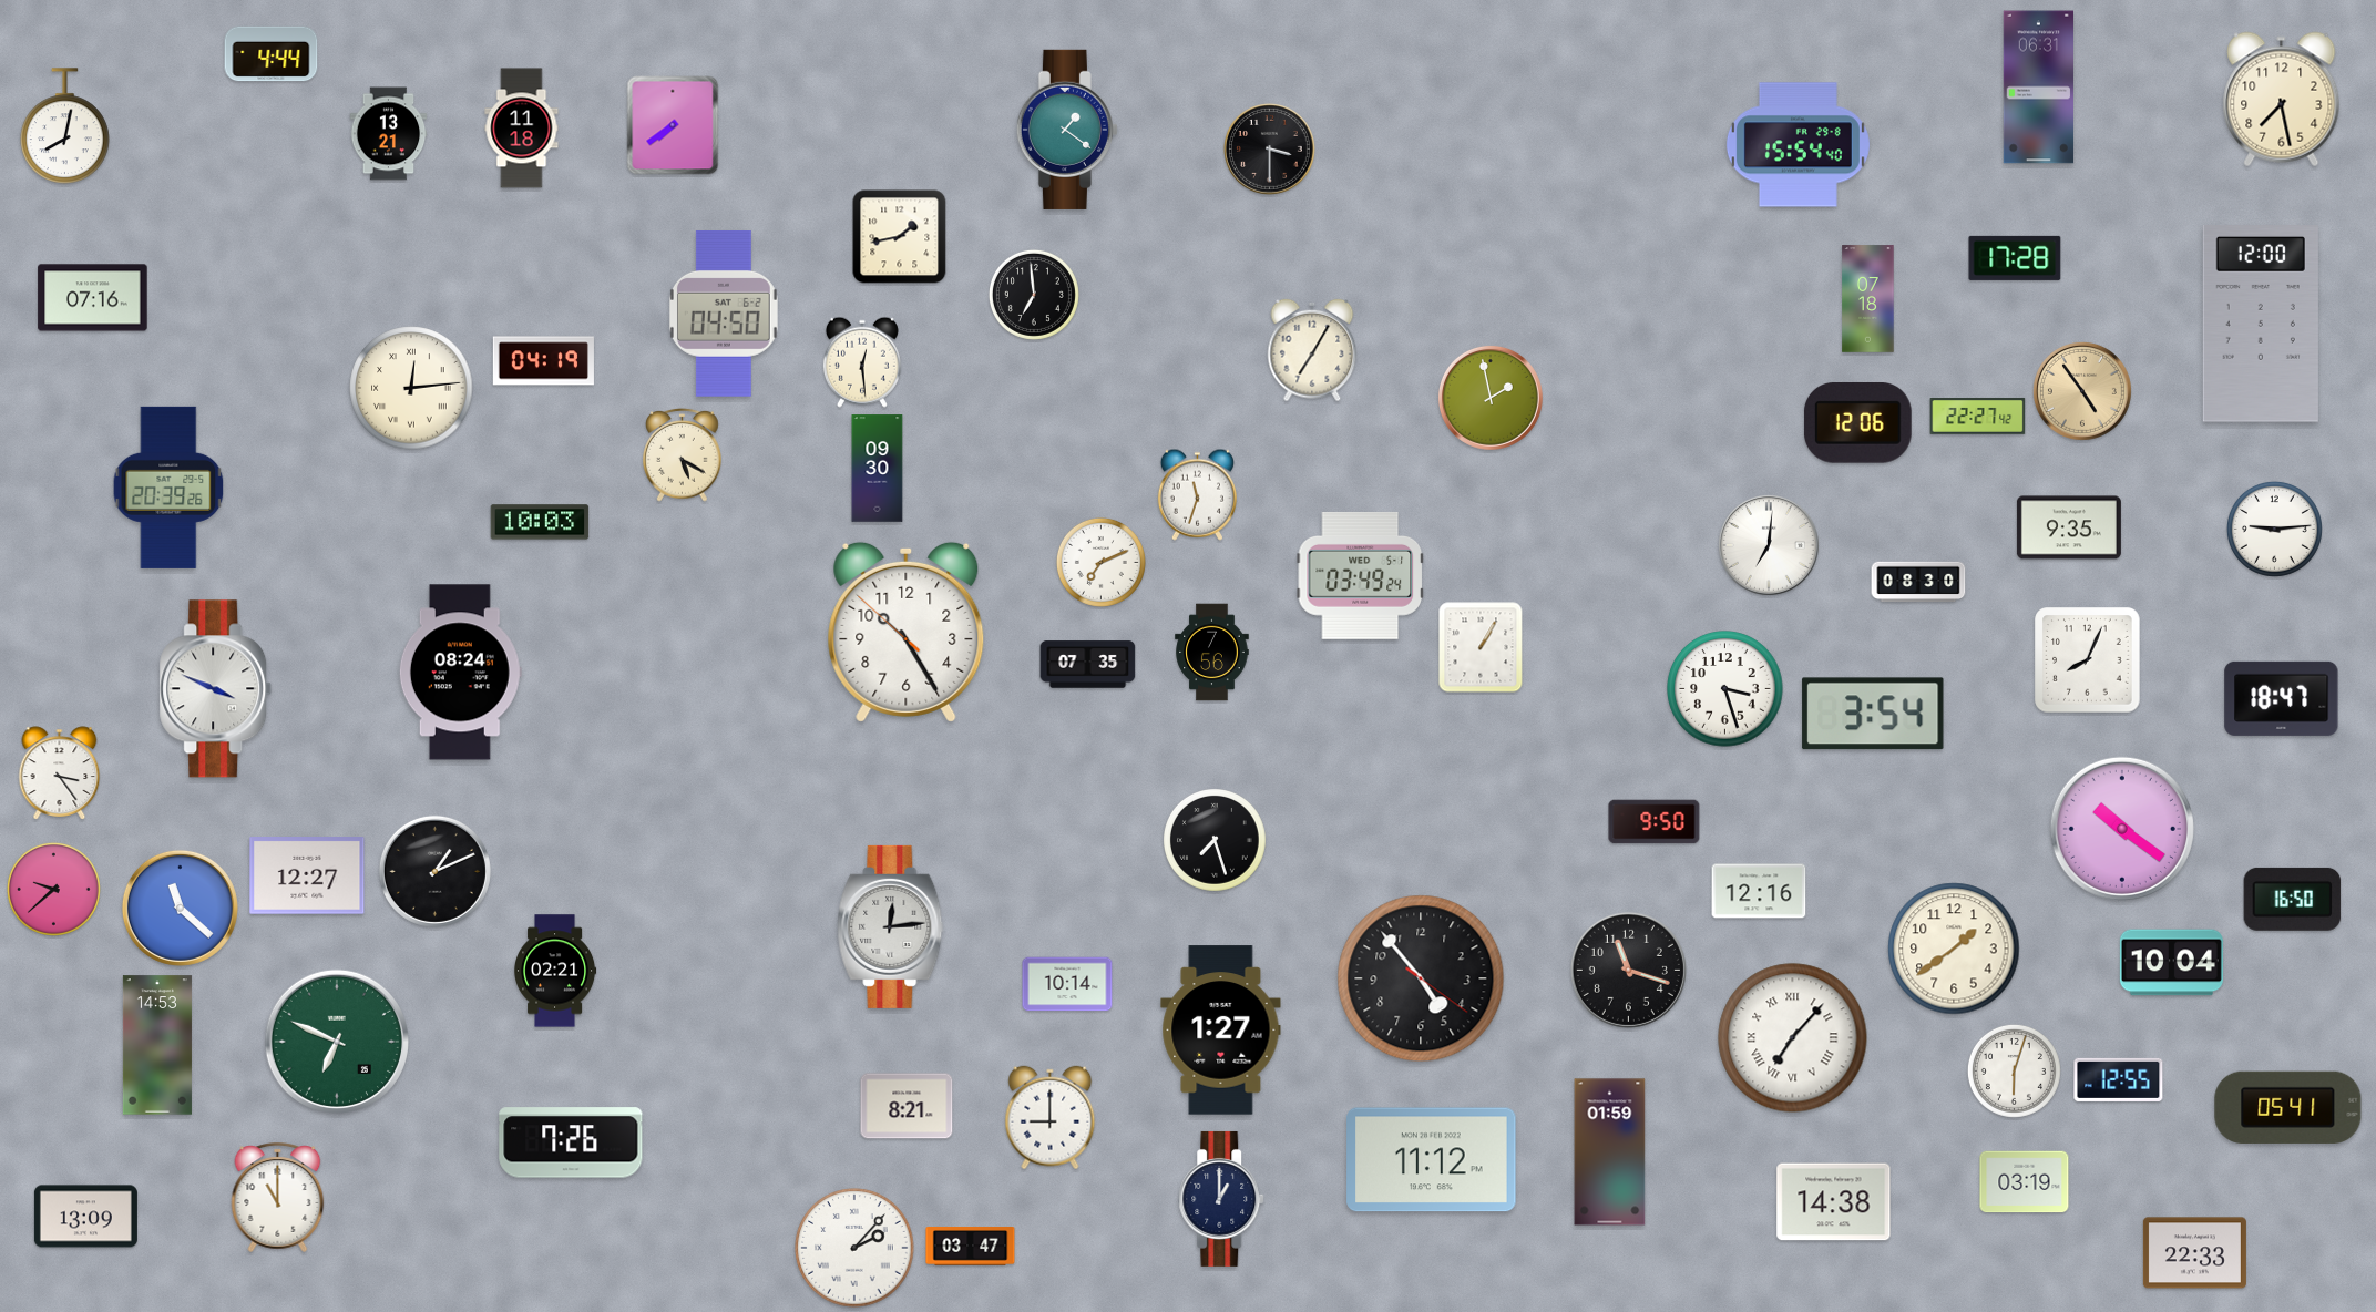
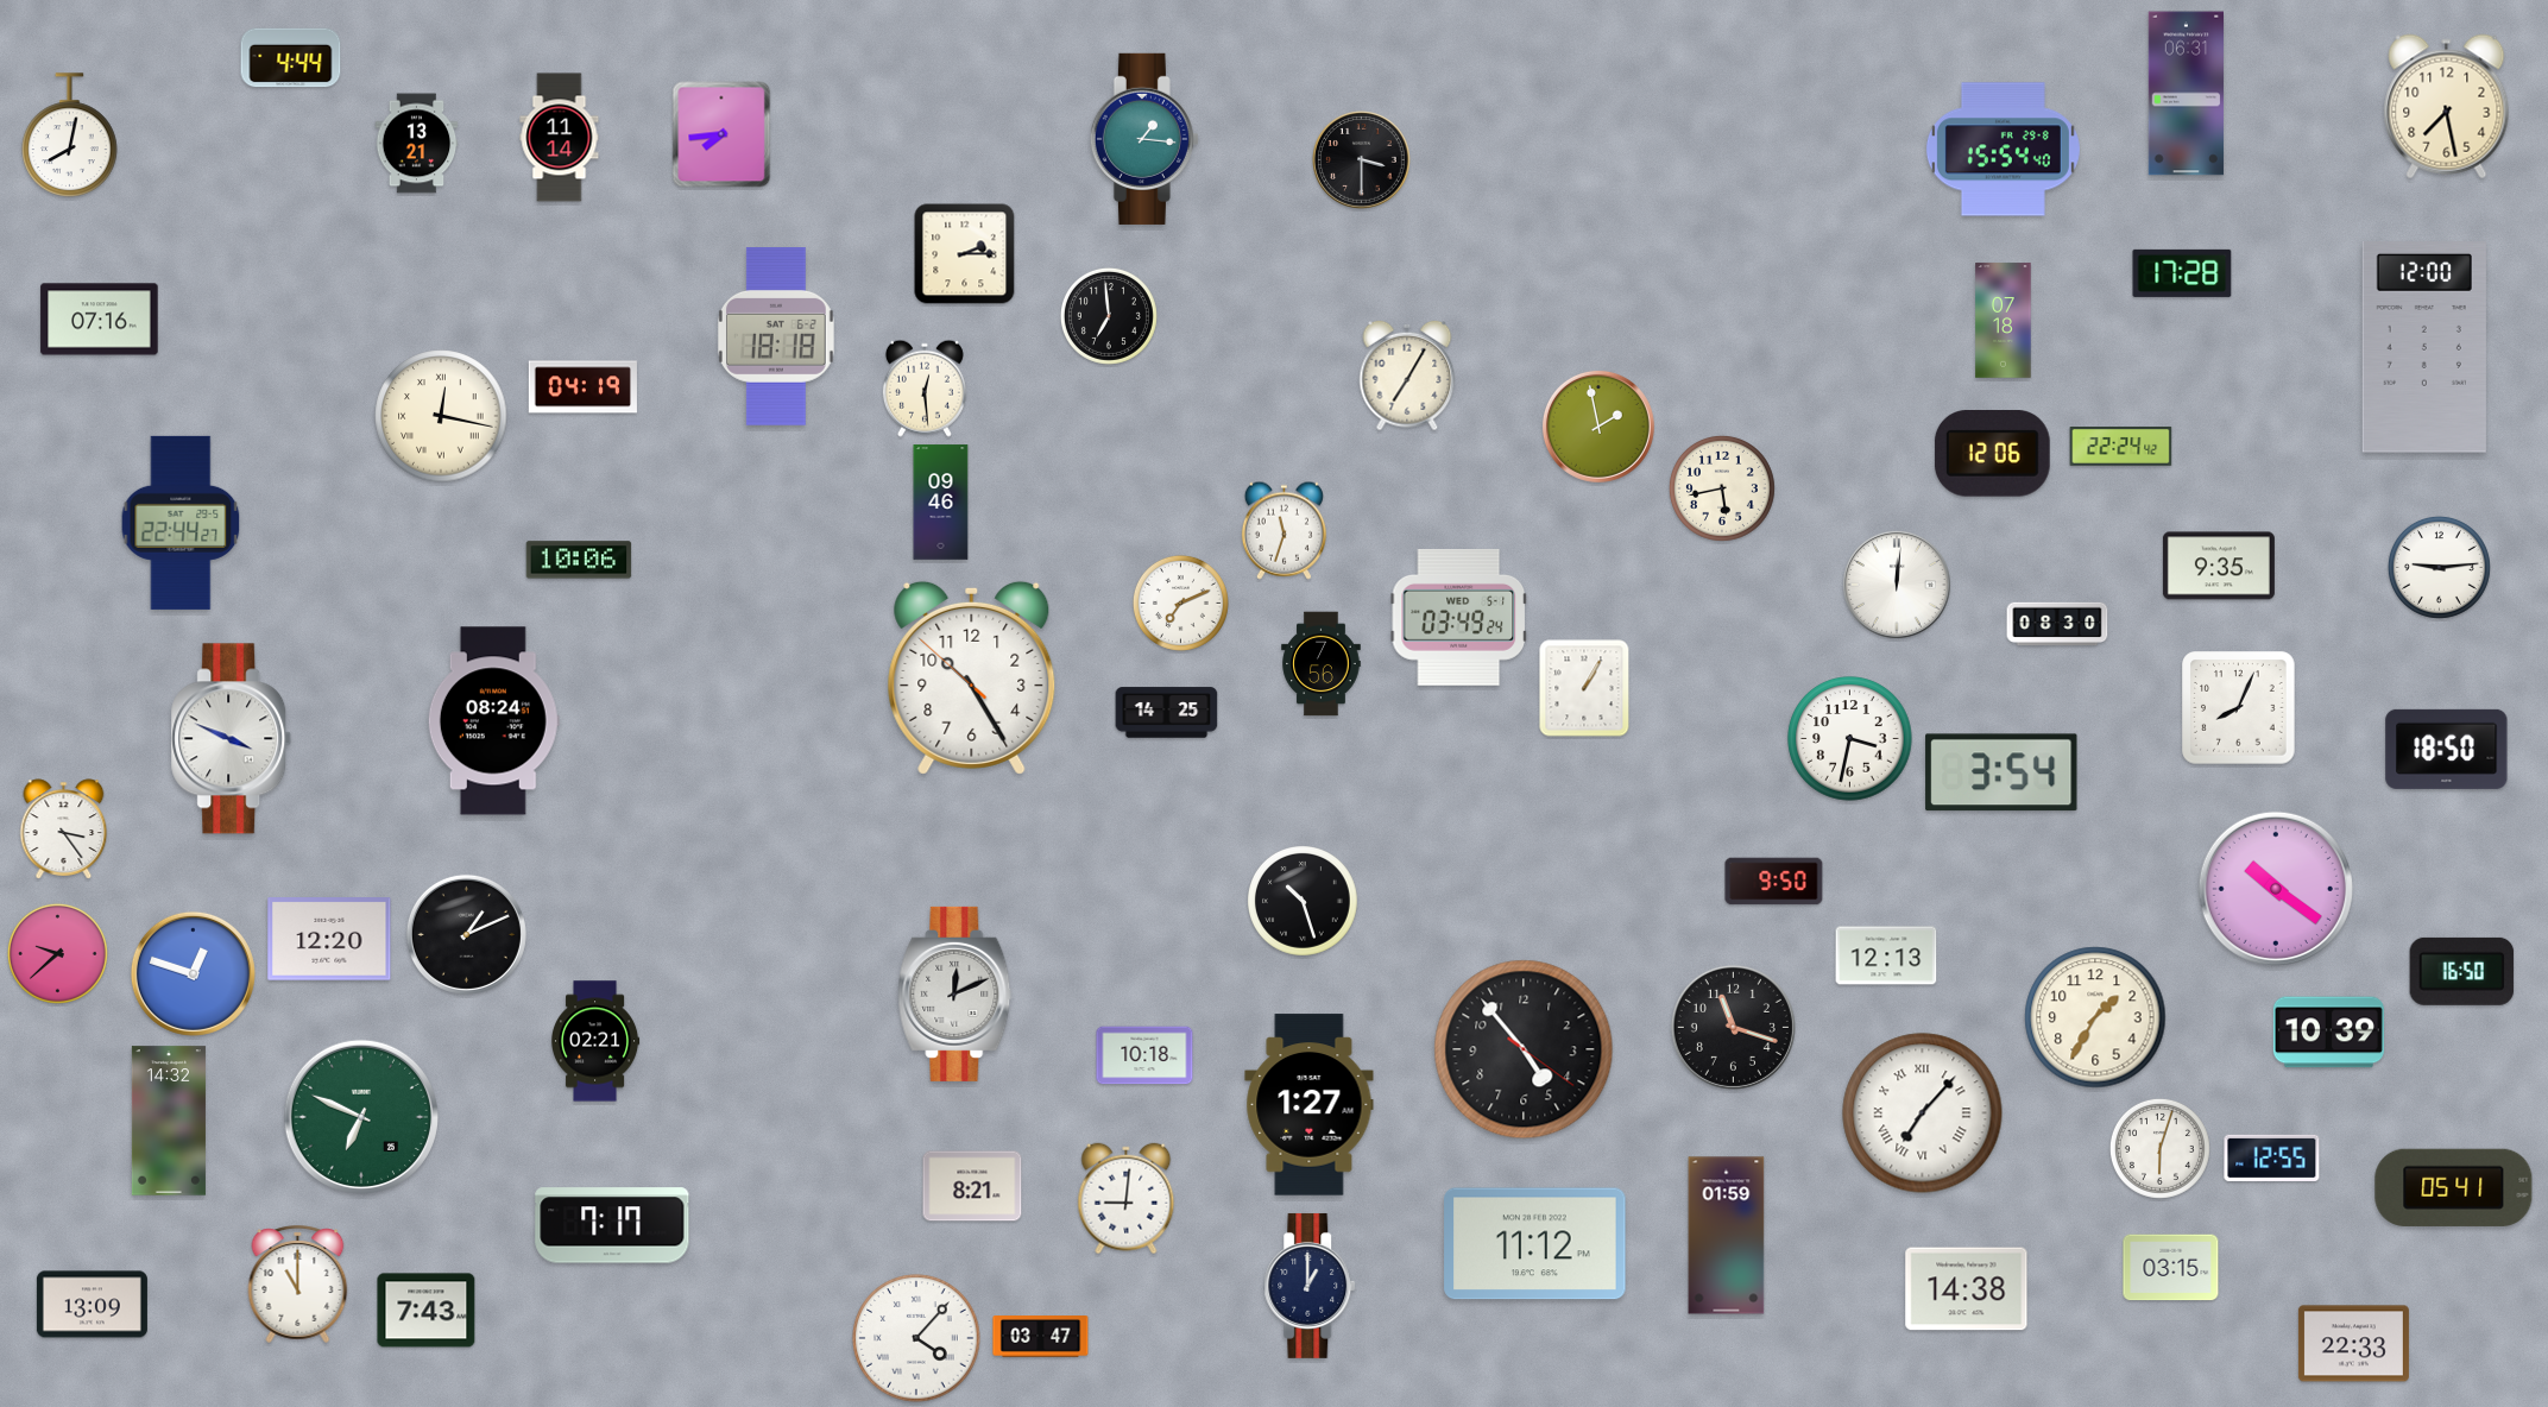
clock at (673, 125): 7:39 -> 7:44
clock at (522, 129): 11:18 -> 11:14
clock at (1067, 130): 1:21 -> 1:16
clock at (1798, 145) position: (1798, 145) -> (2003, 150)
clock at (900, 237): 1:43 -> 2:15
clock at (2015, 258) position: (2015, 258) -> (2182, 273)
clock at (724, 315): 04:50 -> 18:18
clock at (411, 388): 12:14 -> 12:17
clock at (2082, 391): 4:54 -> none
clock at (1978, 417): 22:27 -> 22:24
clock at (683, 454): 5:20 -> none
clock at (1722, 488): none -> 5:43
clock at (878, 469): 09:30 -> 09:46
clock at (168, 488): 20:39 -> 22:44
clock at (540, 522): 10:03 -> 10:06
clock at (1769, 545): 7:01 -> 12:01
clock at (1481, 647) position: (1481, 647) -> (1584, 688)
clock at (1212, 653) position: (1212, 653) -> (1322, 664)
clock at (1088, 665): 07:35 -> 14:25
clock at (1725, 689): 3:27 -> 3:32
clock at (2282, 698): 18:47 -> 18:50
clock at (1873, 714) position: (1873, 714) -> (2001, 772)
clock at (1216, 841): 7:27 -> 10:27
clock at (307, 875): 12:27 -> 12:20
clock at (1759, 891): 12:16 -> 12:13
clock at (2293, 899) position: (2293, 899) -> (2462, 971)
clock at (180, 908): 11:22 -> 12:48
clock at (891, 926): 12:14 -> 12:11
clock at (1954, 949): 1:39 -> 1:35
clock at (2171, 963): 10:04 -> 10:39
clock at (1628, 970) position: (1628, 970) -> (1733, 1027)
clock at (1067, 984): 10:14 -> 10:18
clock at (157, 1045): 14:53 -> 14:32
clock at (1051, 1118): 9:00 -> 9:01
clock at (571, 1142): 7:26 -> 7:17
clock at (2025, 1182): 03:19 -> 03:15
clock at (427, 1311): none -> 7:43
clock at (854, 1248): 2:07 -> 4:07
